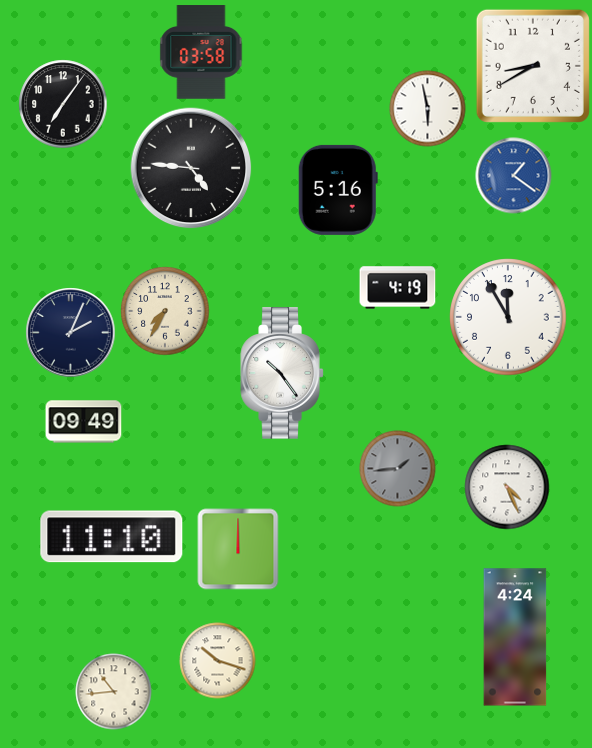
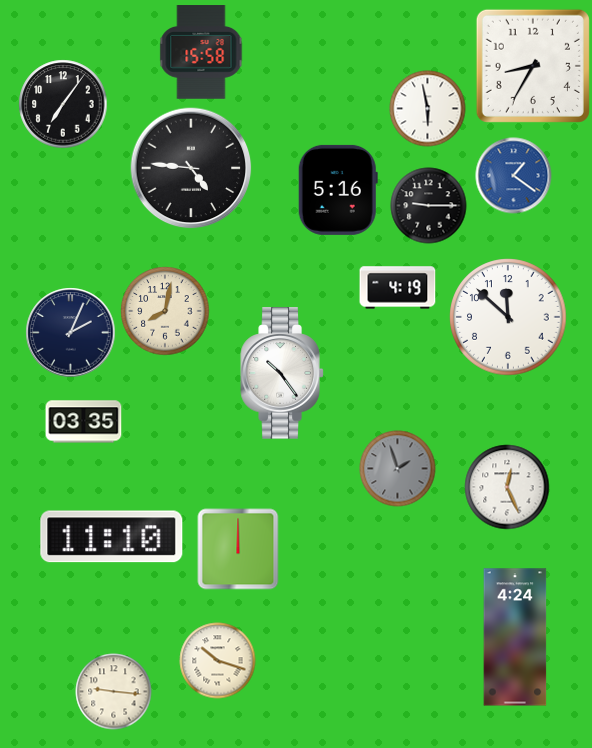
clock at (201, 52): 03:58 -> 15:58
clock at (533, 66): 8:40 -> 8:35
clock at (429, 206): none -> 9:15
clock at (165, 311): 7:35 -> 8:02
clock at (508, 317): 11:55 -> 11:52
clock at (84, 422): 09:49 -> 03:35
clock at (398, 469): 1:44 -> 1:57
clock at (507, 487): 4:26 -> 12:26
clock at (114, 692): 10:44 -> 9:16
